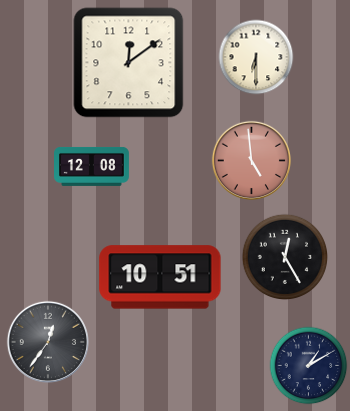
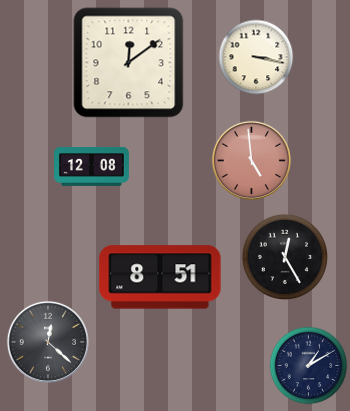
clock at (256, 57): 6:30 -> 3:17
clock at (160, 277): 10:51 -> 8:51
clock at (48, 342): 12:36 -> 12:22
